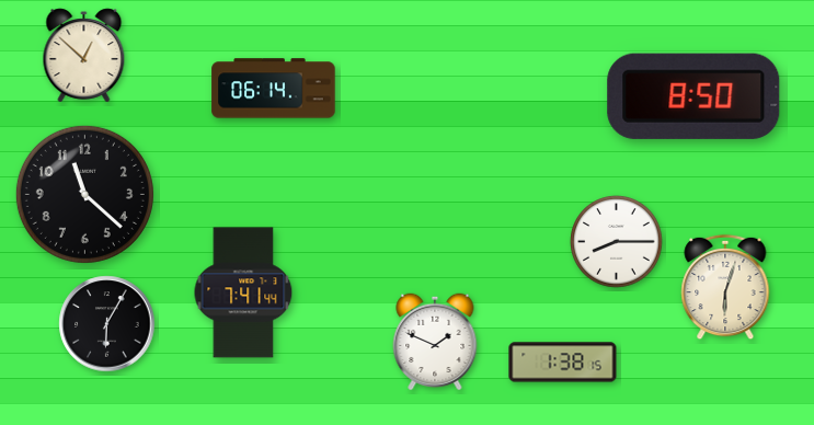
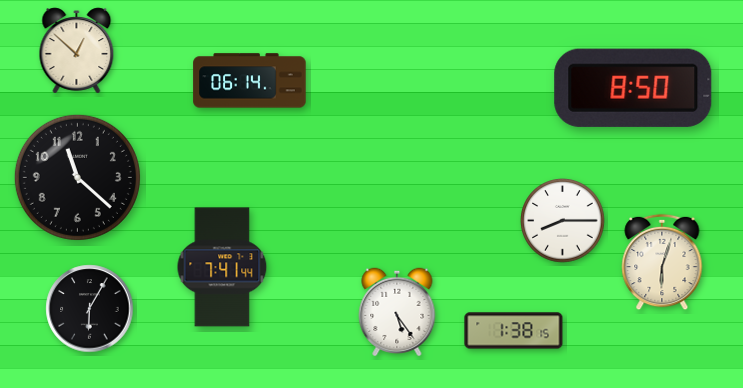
clock at (107, 324) position: (107, 324) -> (90, 309)
clock at (435, 342): 1:49 -> 5:24
